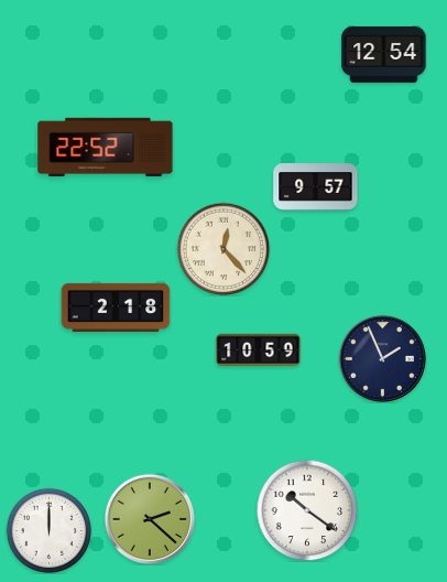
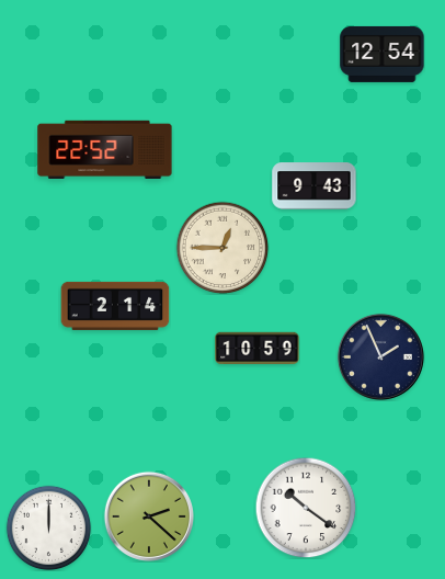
clock at (106, 147) position: (106, 147) -> (105, 149)
clock at (316, 187): 9:57 -> 9:43
clock at (223, 249): 12:23 -> 12:45
clock at (116, 308): 2:18 -> 2:14
